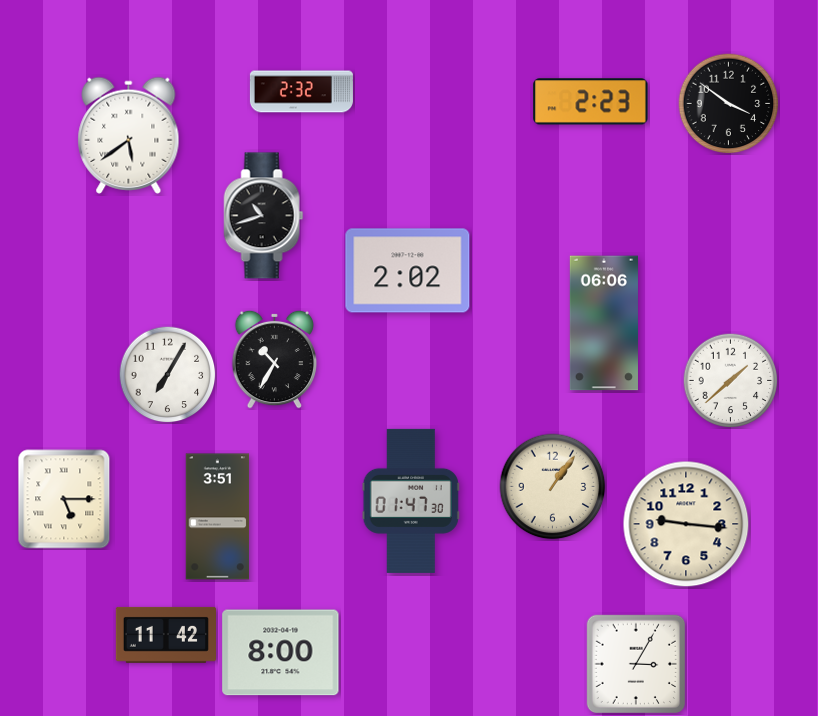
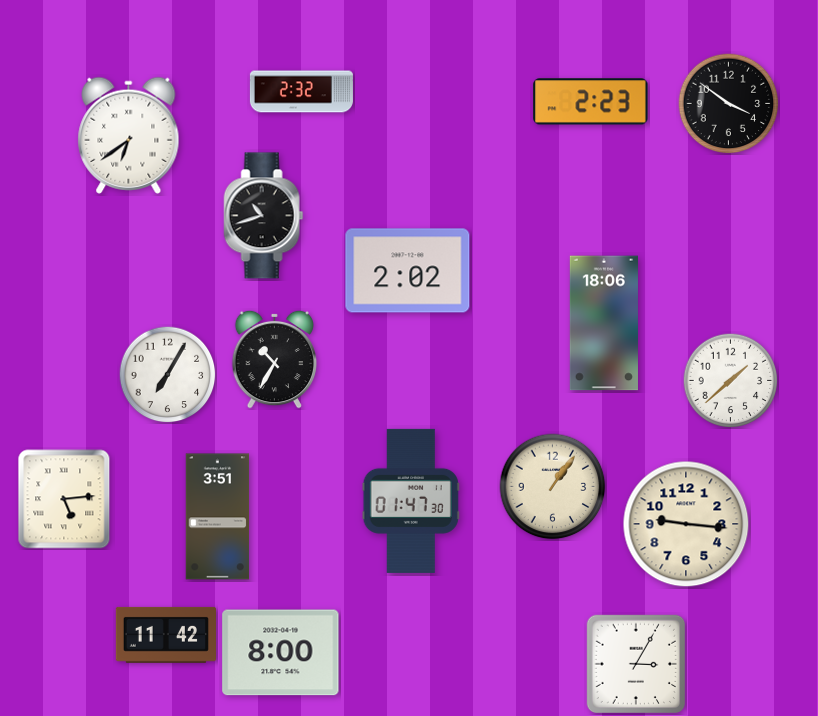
clock at (129, 135): 5:39 -> 6:39
clock at (604, 323): 06:06 -> 18:06
clock at (64, 499): 5:15 -> 5:14
